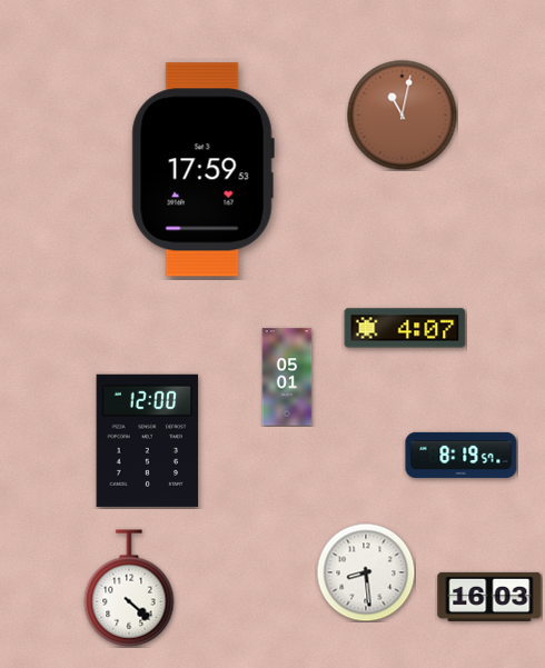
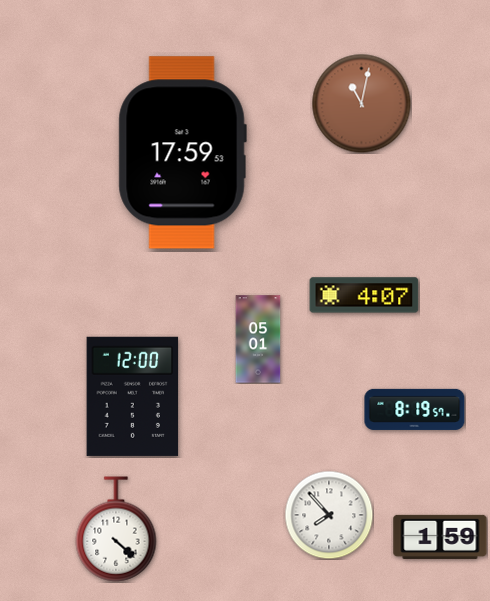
clock at (366, 572): 8:29 -> 7:53
clock at (489, 597): 16:03 -> 1:59
